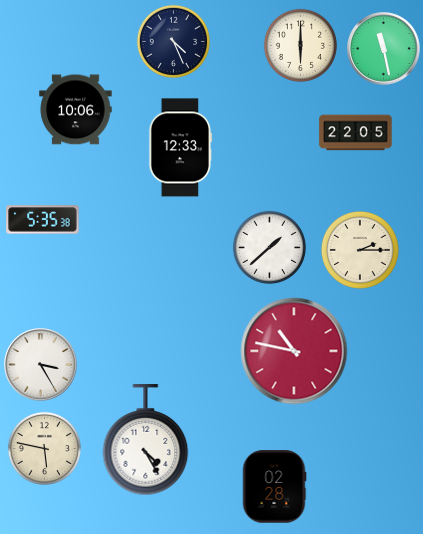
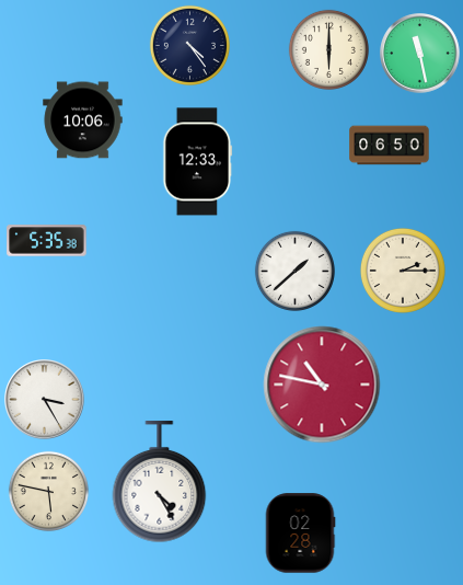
clock at (173, 41): 4:26 -> 4:24
clock at (356, 133): 22:05 -> 06:50
clock at (360, 250) position: (360, 250) -> (403, 271)
